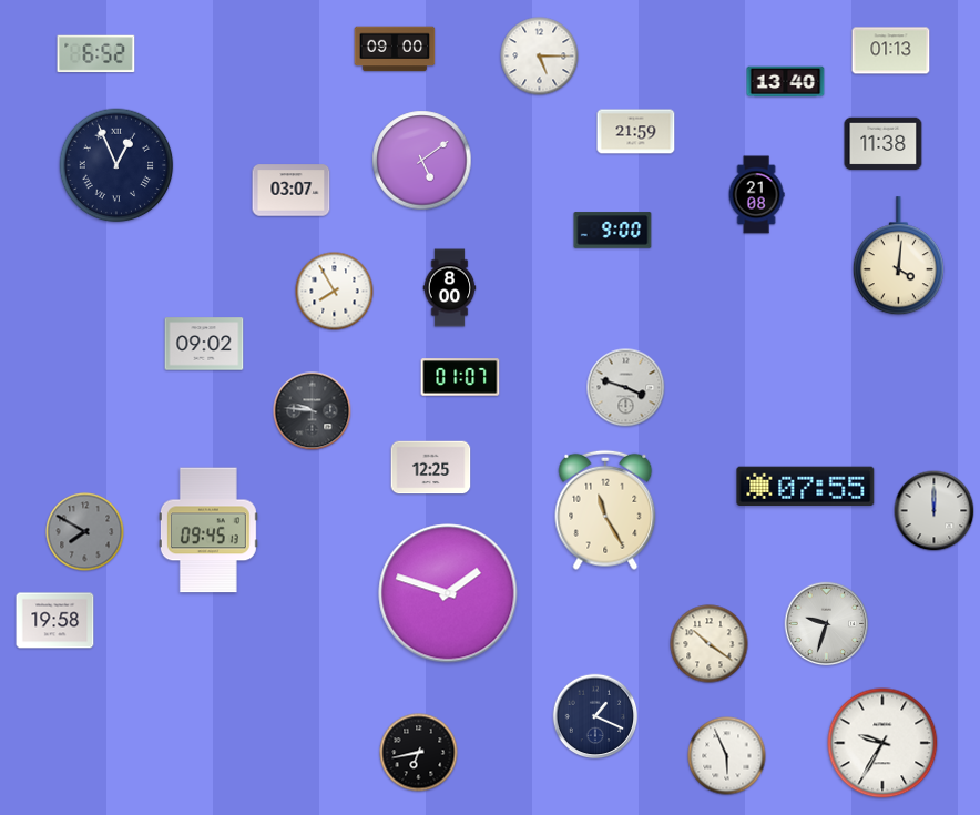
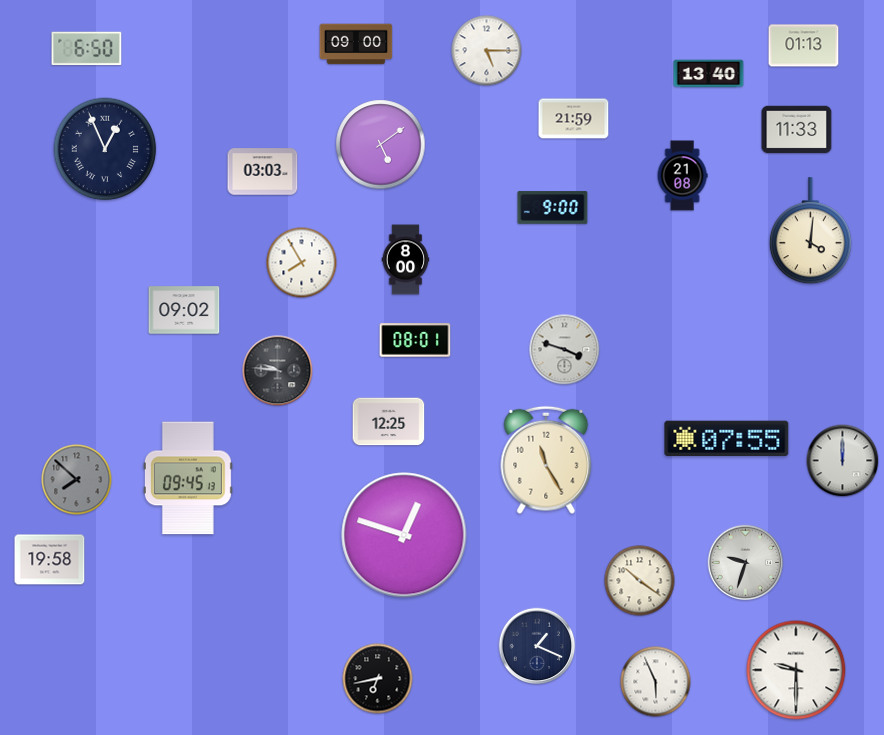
clock at (96, 54): 6:52 -> 6:50
clock at (884, 144): 11:38 -> 11:33
clock at (292, 191): 03:07 -> 03:03
clock at (460, 377): 01:07 -> 08:01
clock at (313, 411) position: (313, 411) -> (278, 371)
clock at (85, 532): 7:50 -> 7:52
clock at (448, 593): 1:48 -> 12:48
clock at (882, 743): 9:35 -> 9:30
